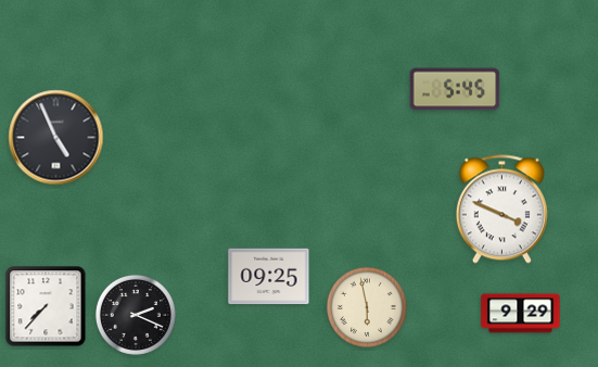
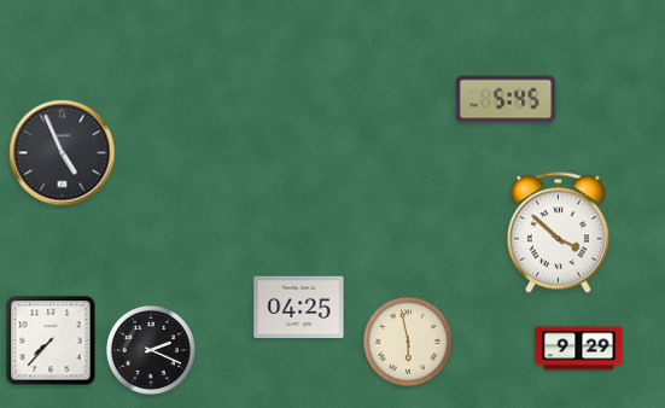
clock at (501, 210): 3:49 -> 3:52
clock at (269, 277): 09:25 -> 04:25
